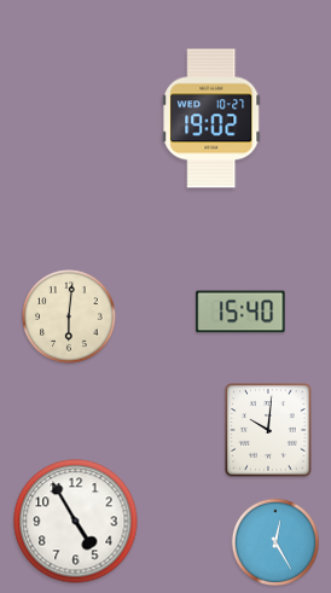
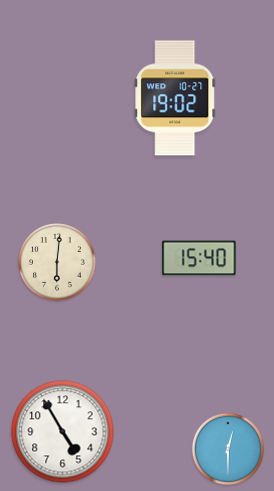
clock at (268, 430): 10:01 -> none
clock at (275, 542): 12:25 -> 12:30
